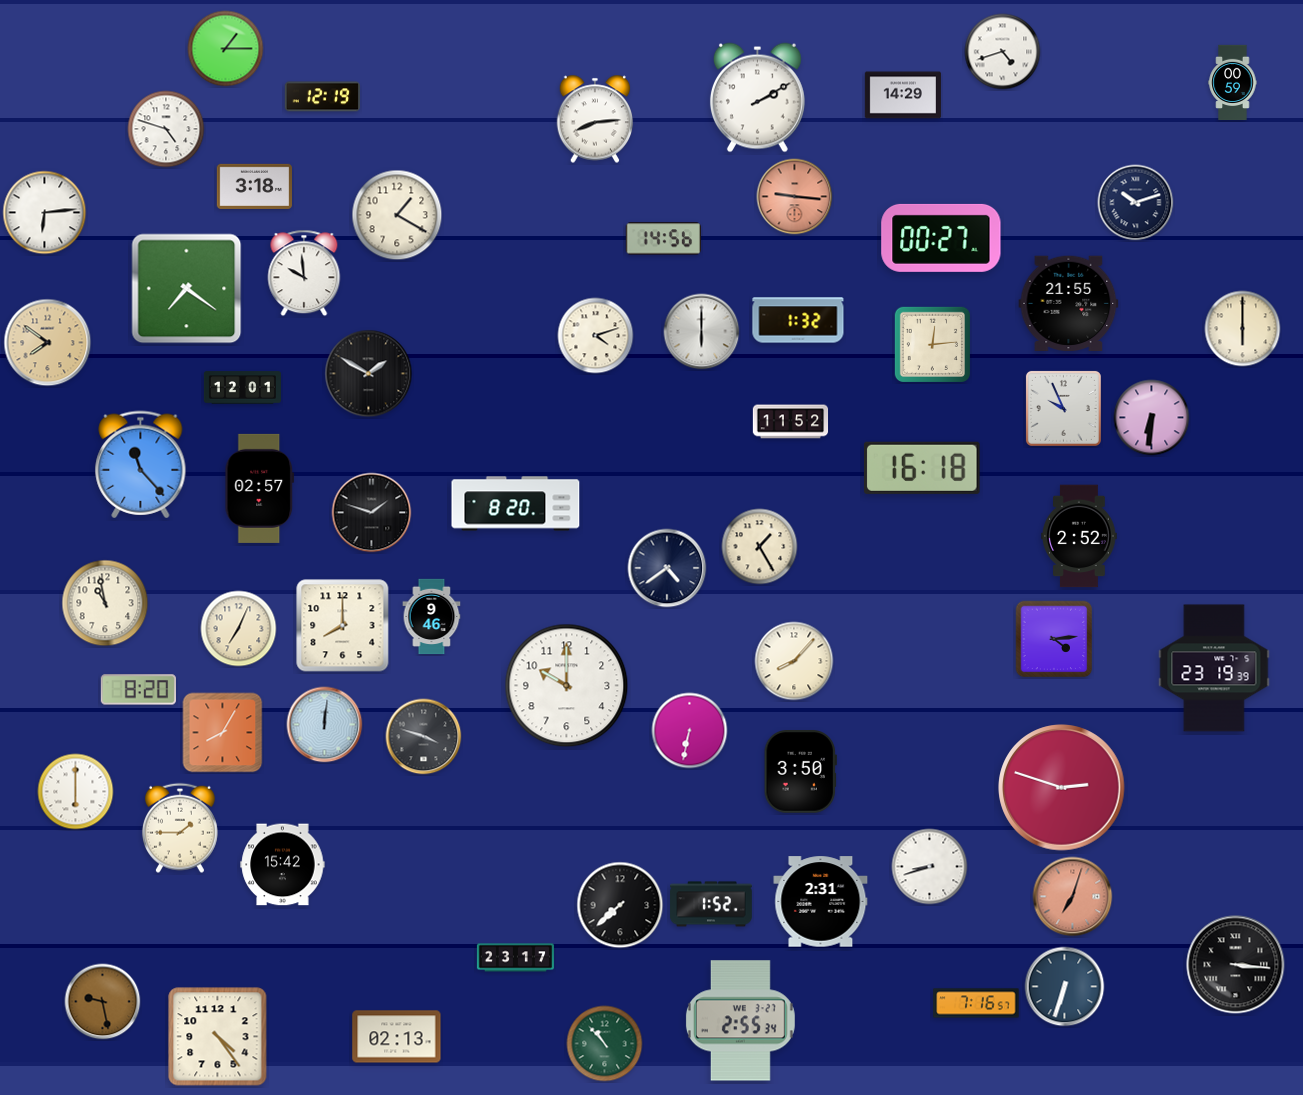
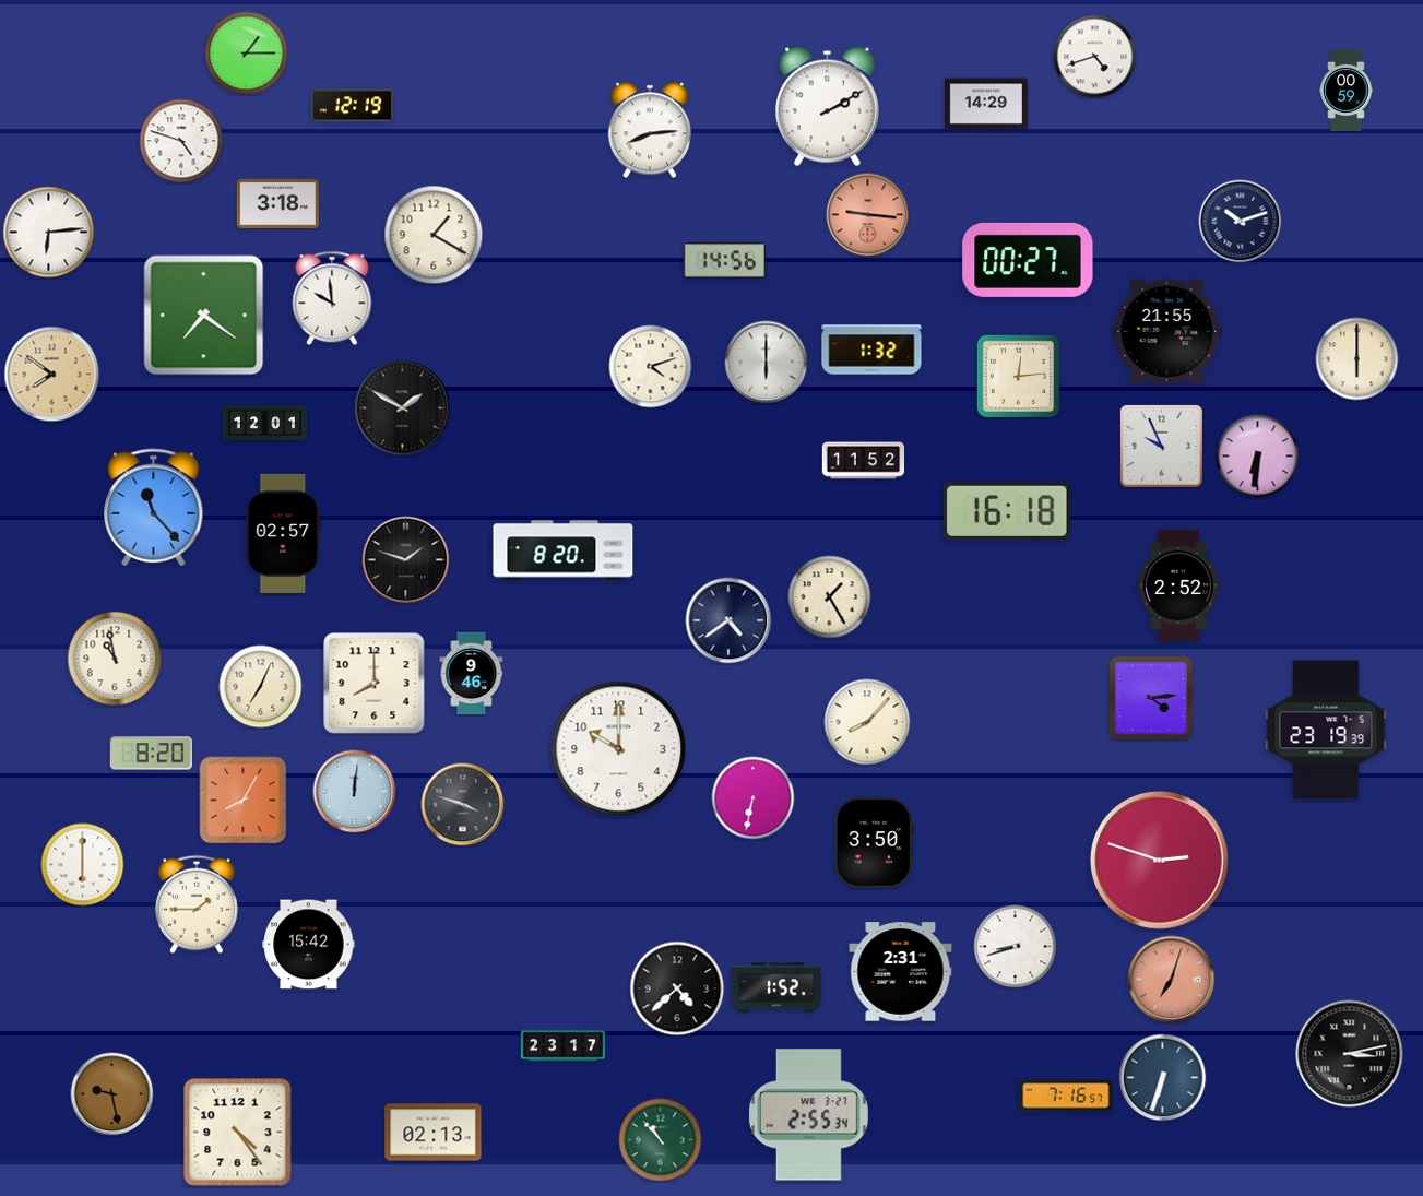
clock at (821, 902) position: (821, 902) -> (901, 972)
clock at (620, 905): 7:38 -> 4:38
clock at (1236, 965): 3:16 -> 3:13
